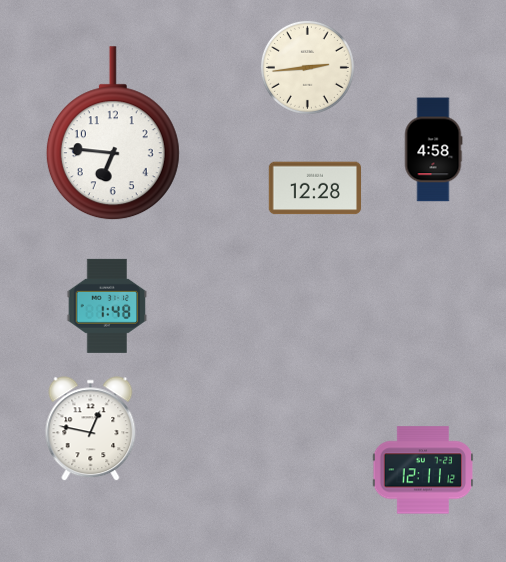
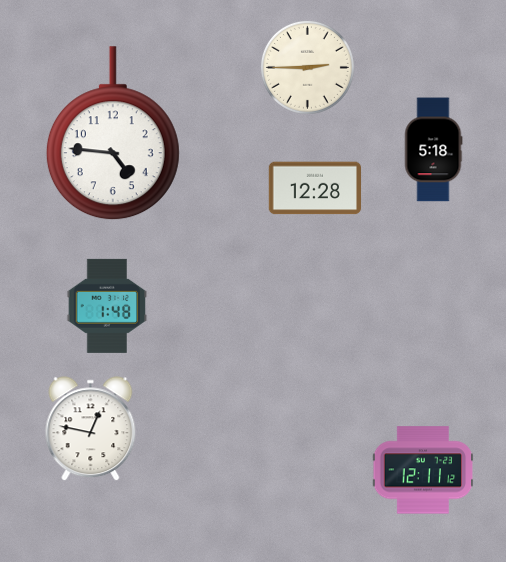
clock at (307, 67): 2:44 -> 2:45
clock at (113, 134): 6:46 -> 4:46
clock at (433, 150): 4:58 -> 5:18
